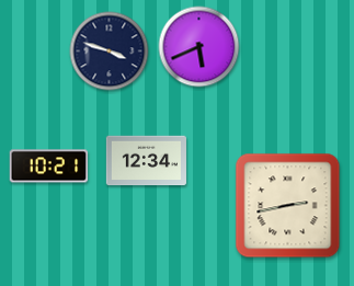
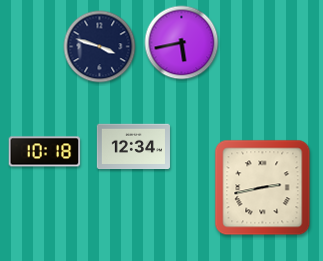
clock at (199, 47): 5:41 -> 5:43
clock at (49, 167): 10:21 -> 10:18
